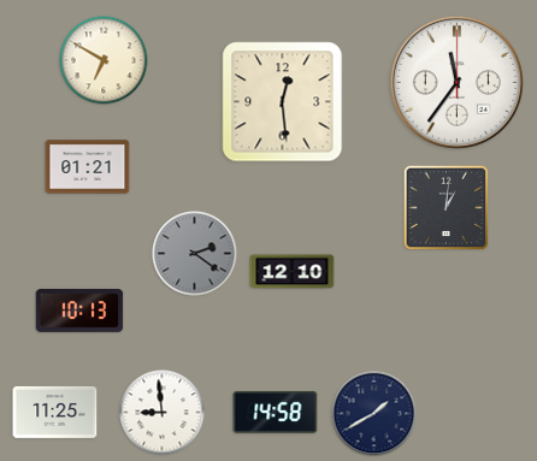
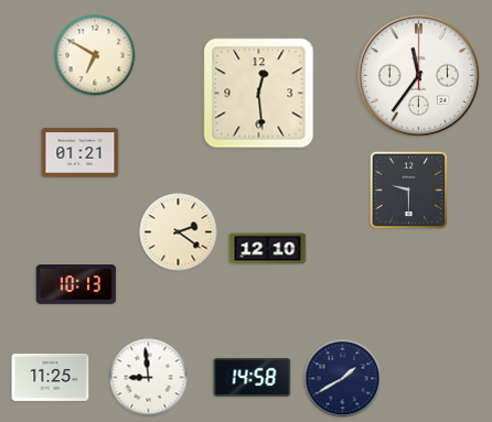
clock at (447, 208): 1:01 -> 9:30
clock at (195, 254) dial: grey -> cream
clock at (79, 312) position: (79, 312) -> (76, 285)
